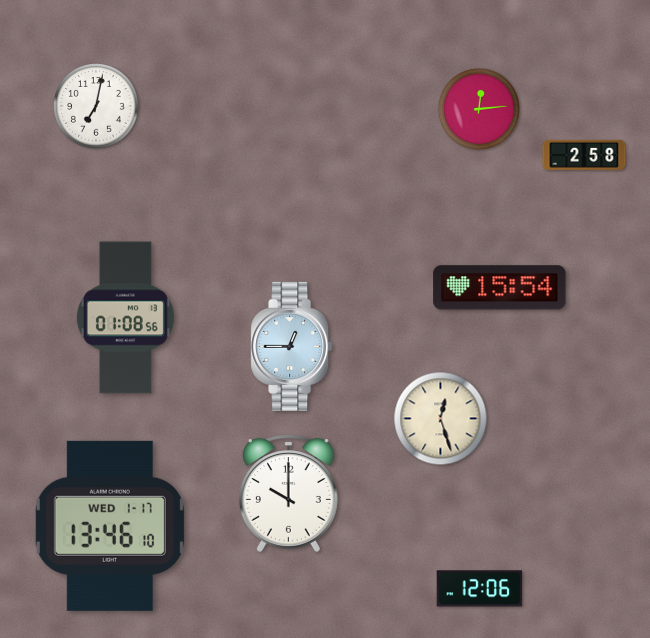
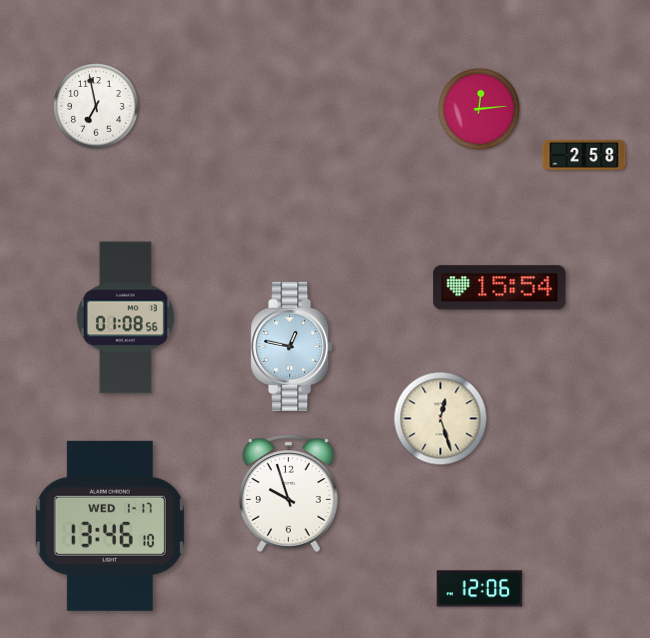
clock at (97, 107): 7:02 -> 6:58
clock at (292, 346): 12:45 -> 12:47
clock at (288, 493): 10:00 -> 9:57
